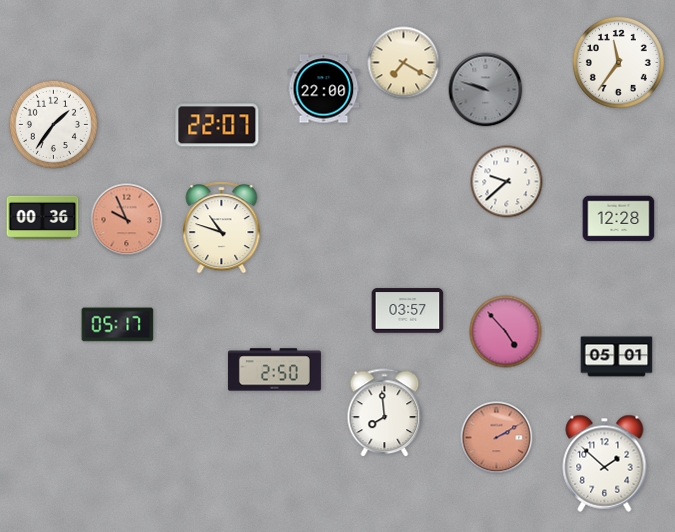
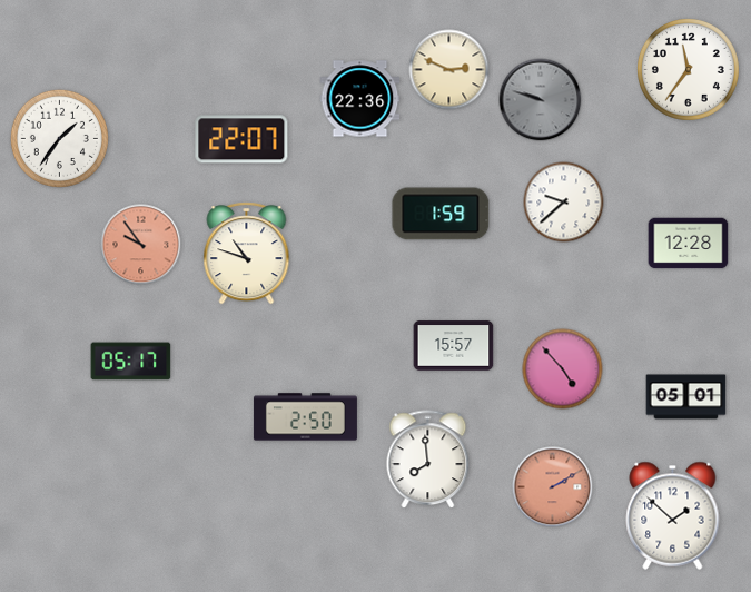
clock at (404, 63): 7:20 -> 2:49
clock at (324, 89): 22:00 -> 22:36
clock at (441, 214): none -> 1:59
clock at (43, 217): 00:36 -> none
clock at (127, 220): 9:56 -> 9:54
clock at (408, 311): 03:57 -> 15:57
clock at (274, 370) position: (274, 370) -> (305, 417)
